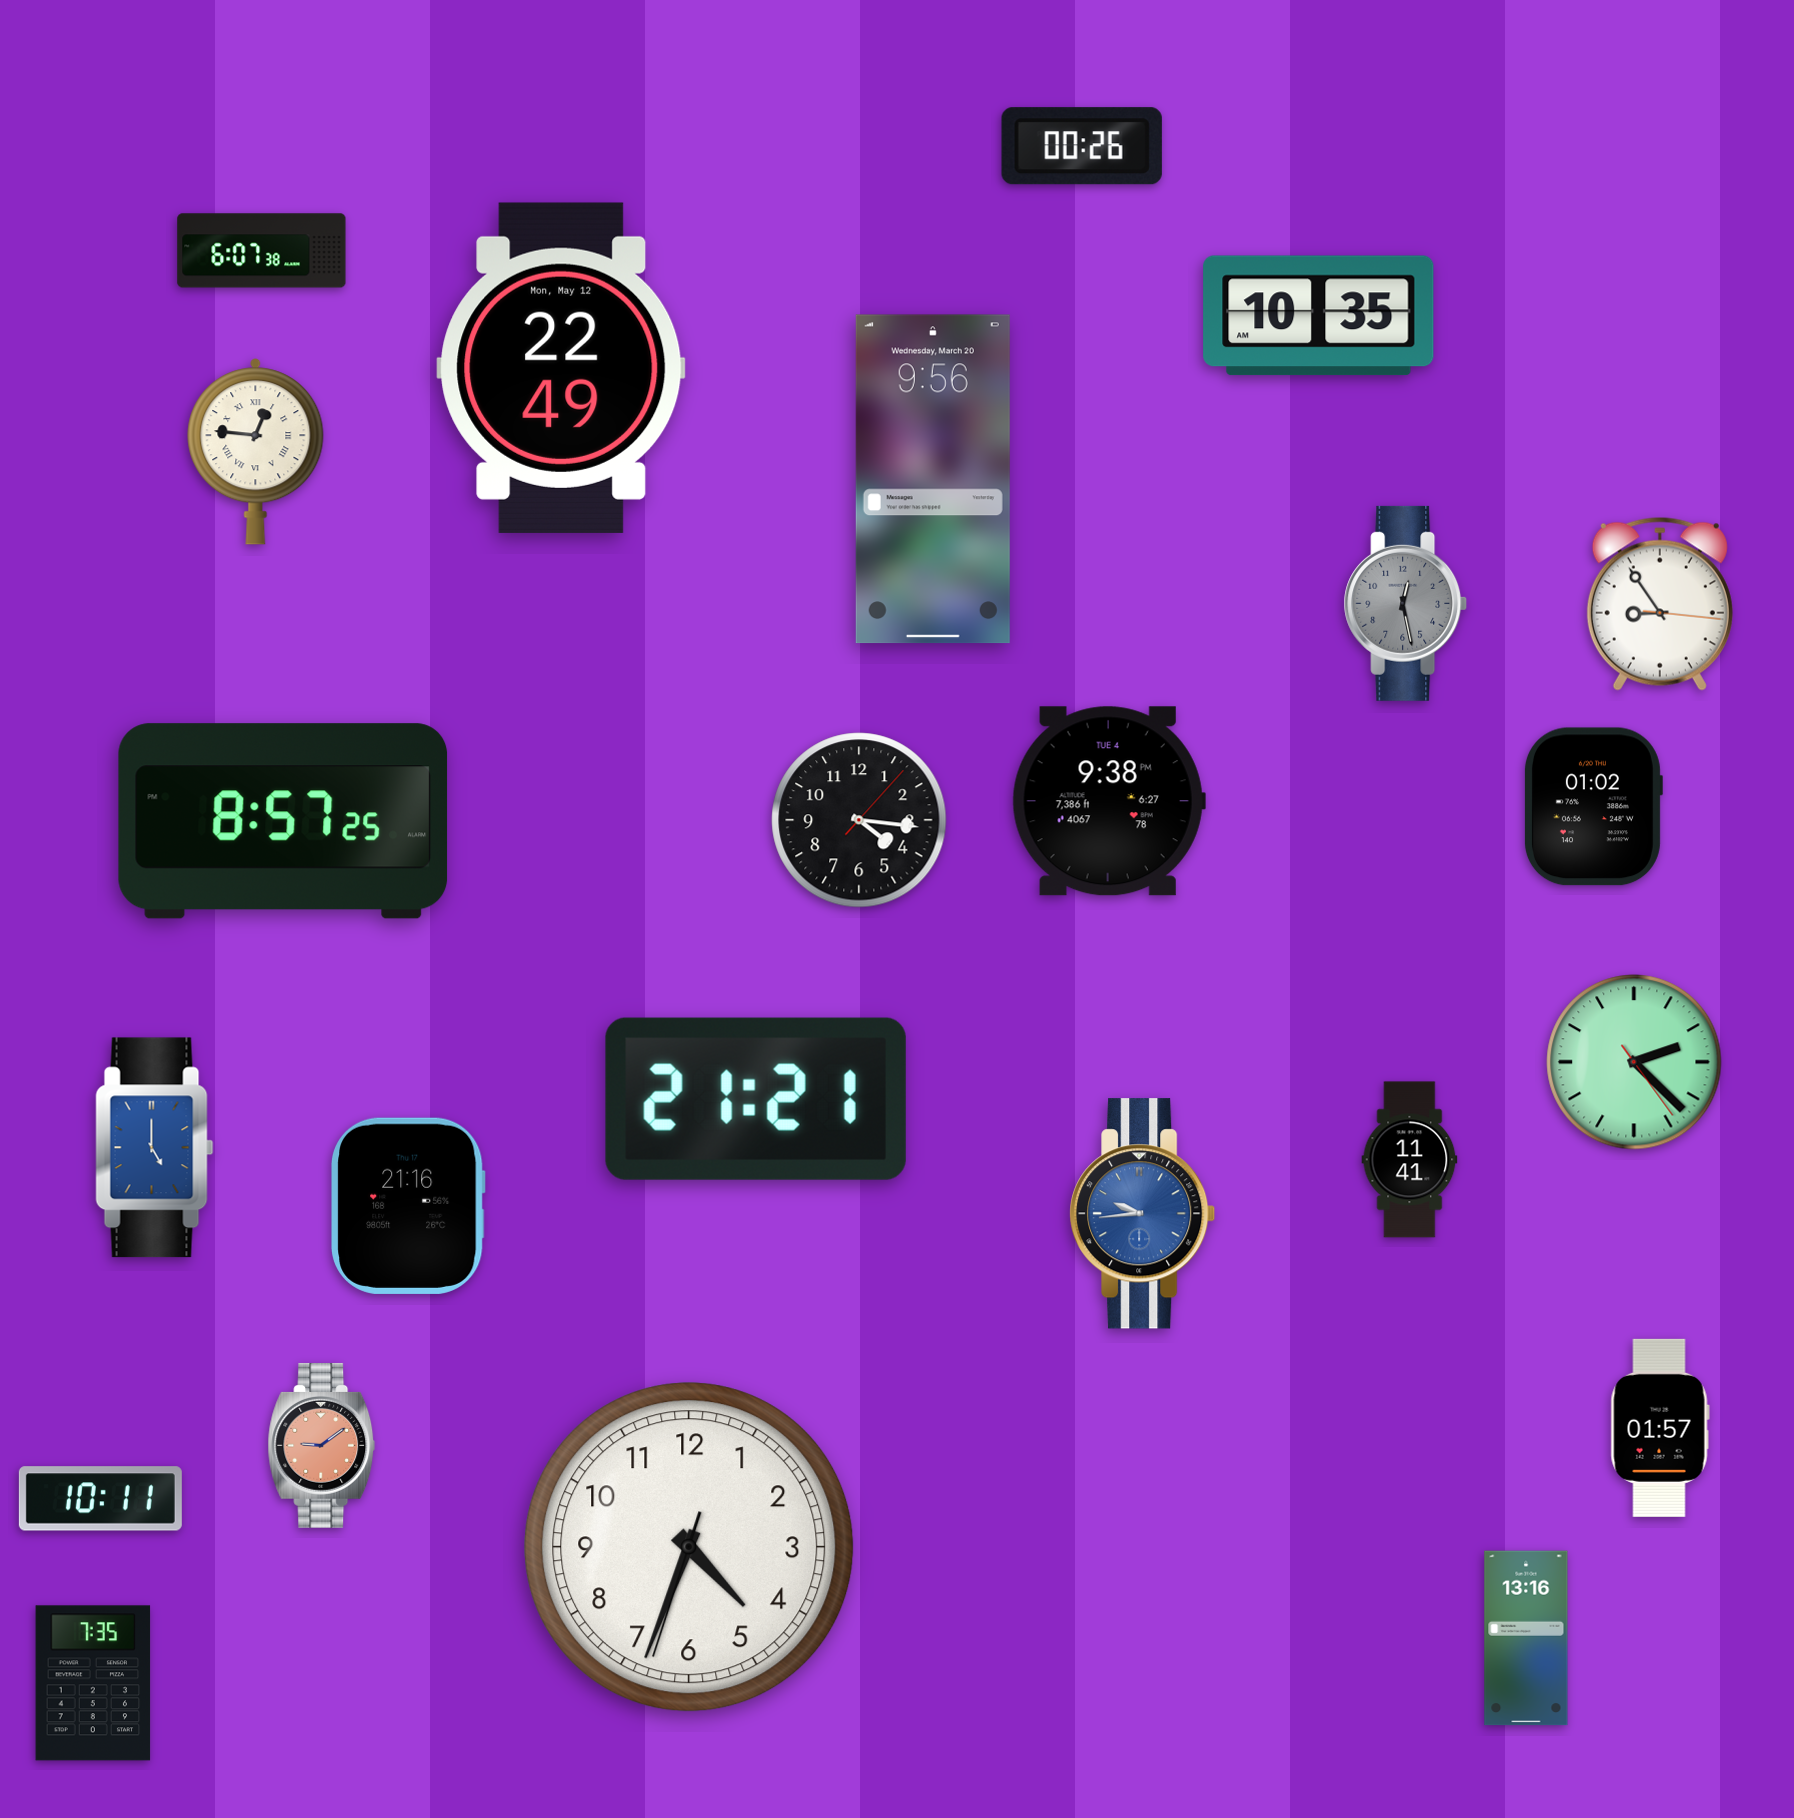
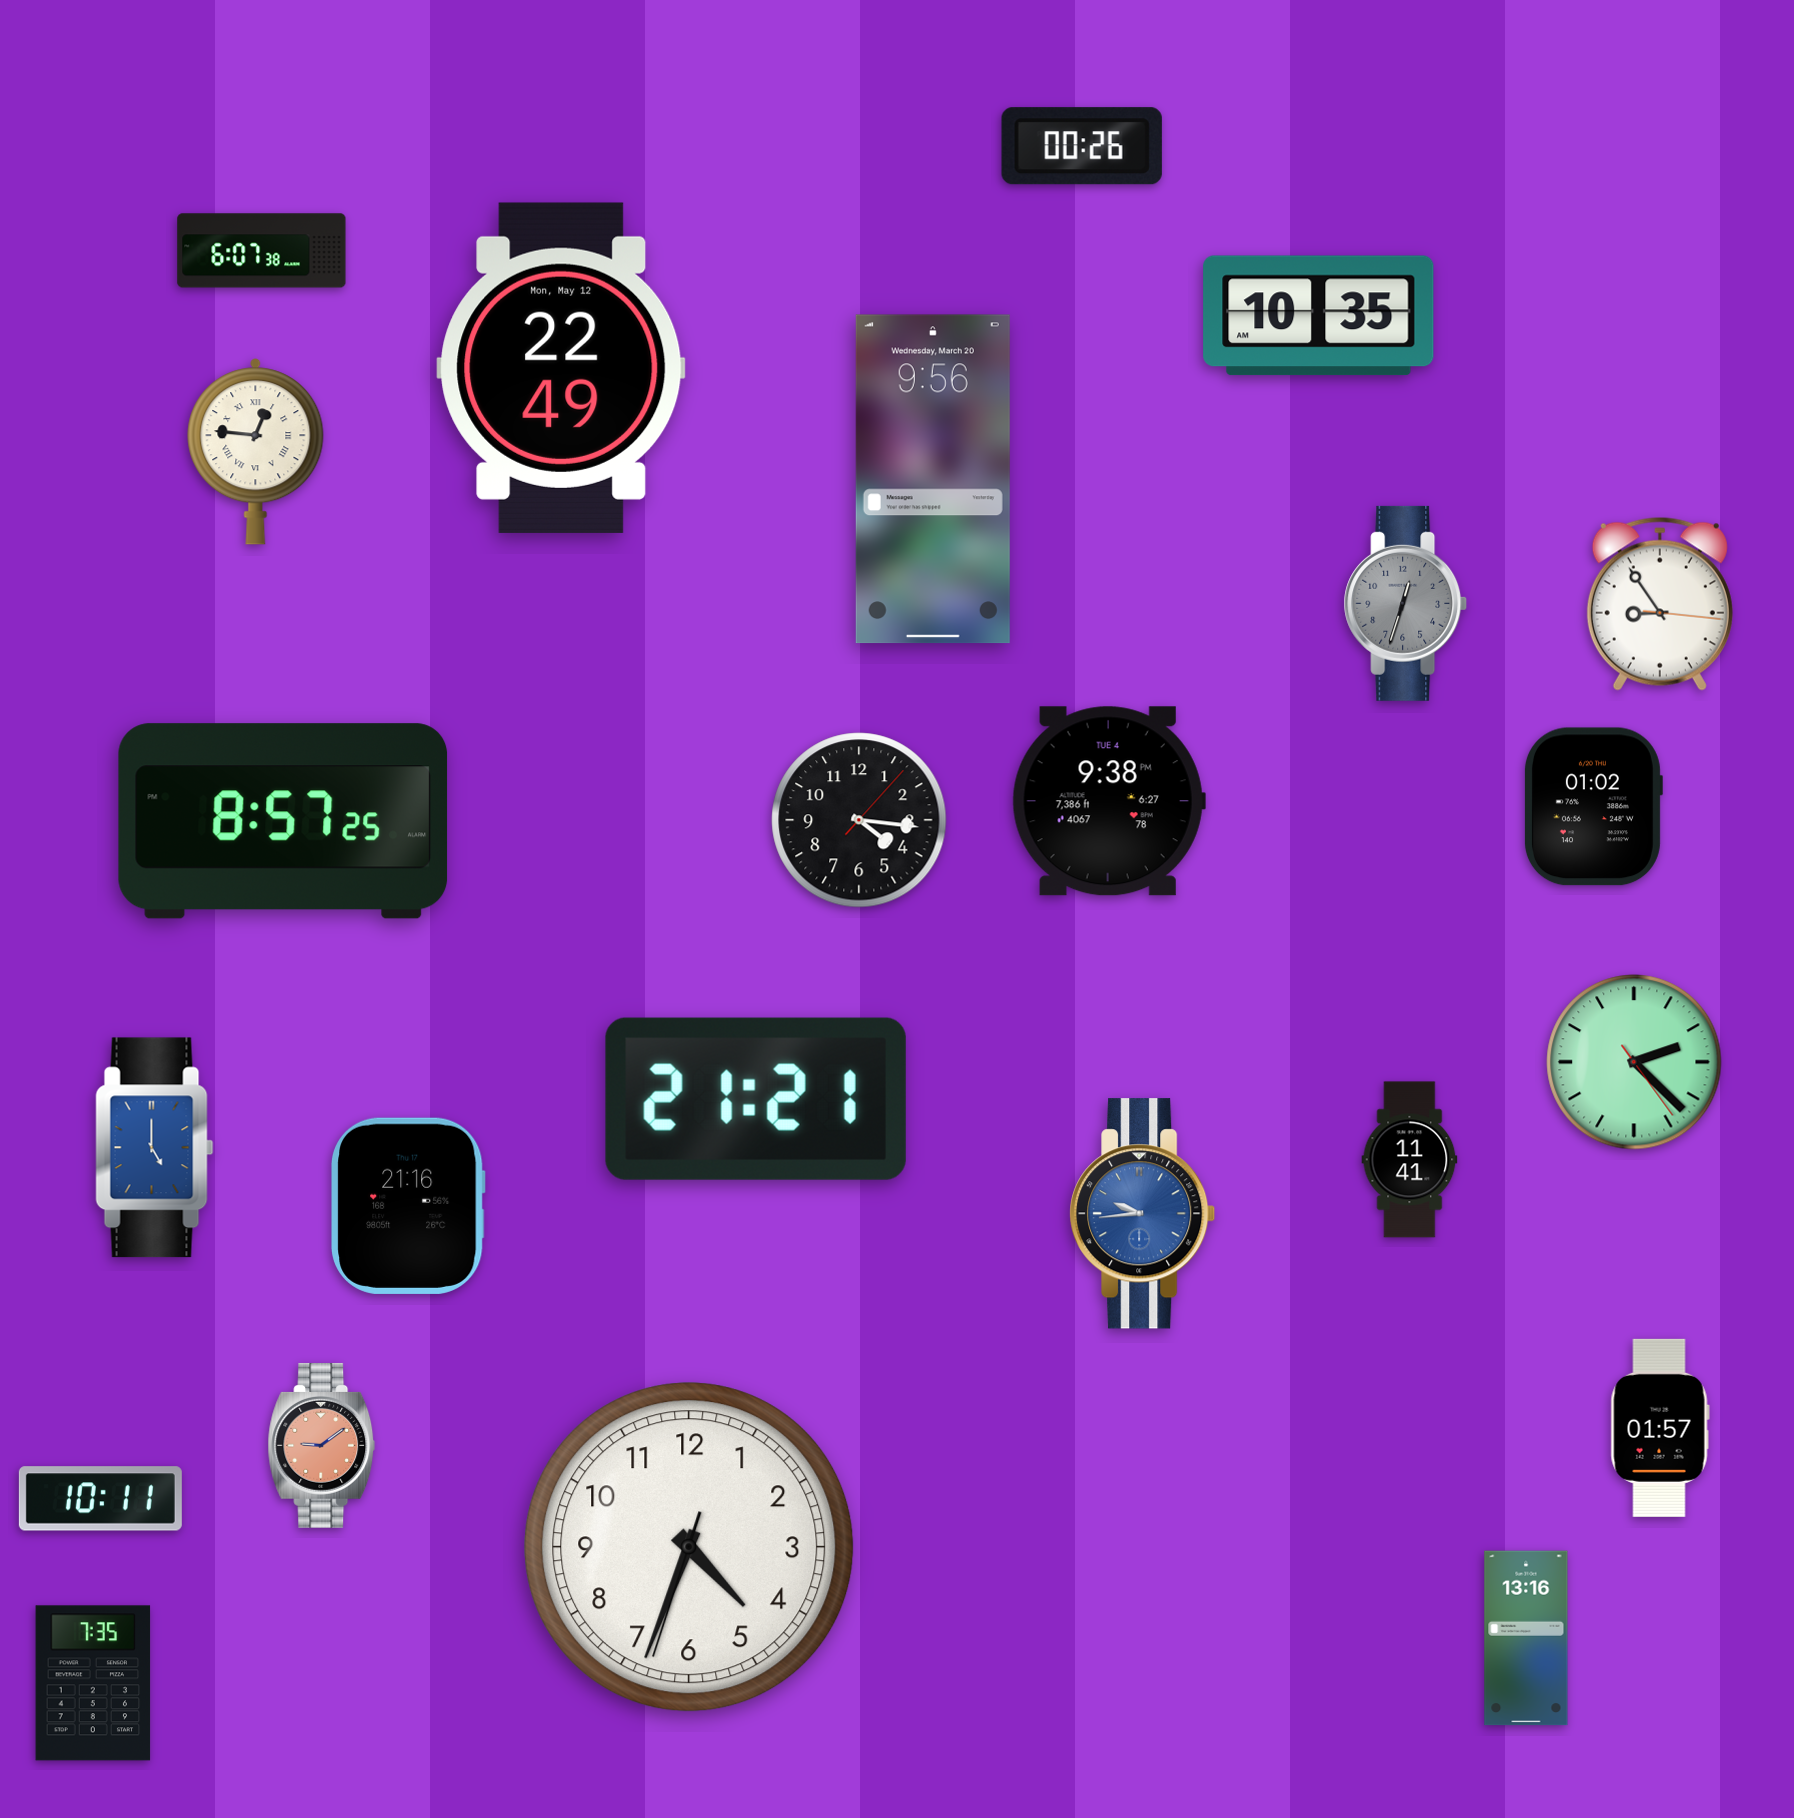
clock at (1406, 603): 12:28 -> 12:33
